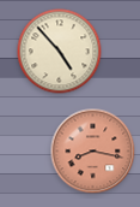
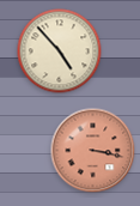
clock at (93, 152): 8:17 -> 3:17
